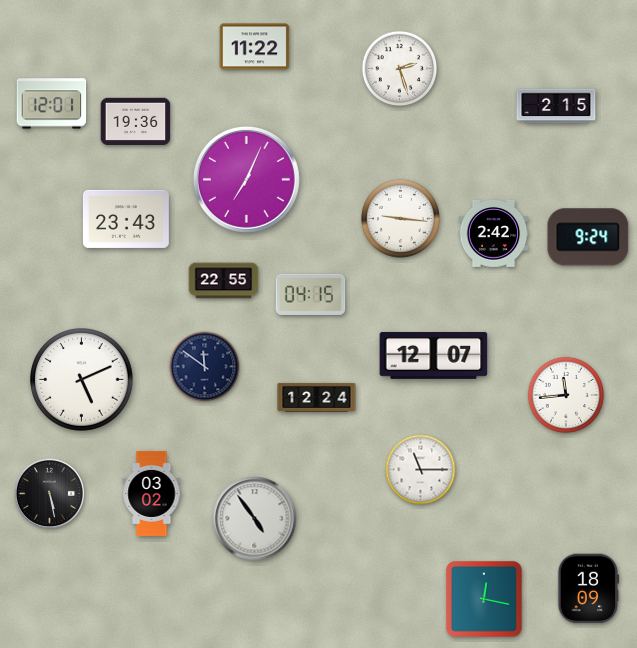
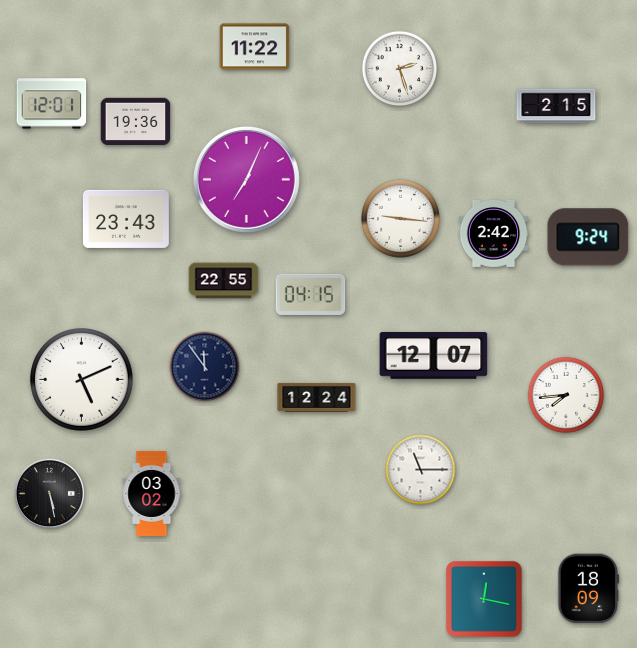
clock at (205, 367): 11:51 -> 11:54
clock at (565, 394): 11:44 -> 7:44
clock at (255, 519): 4:54 -> none
